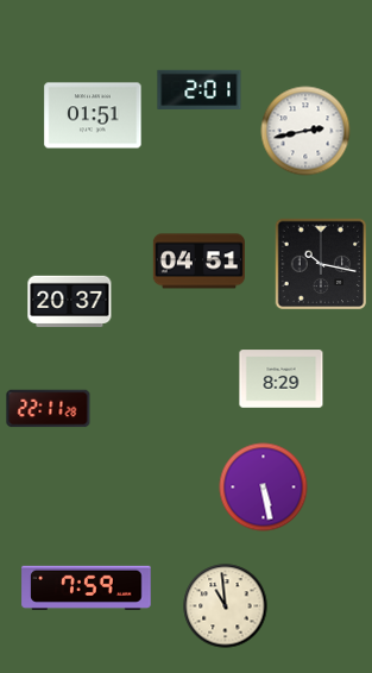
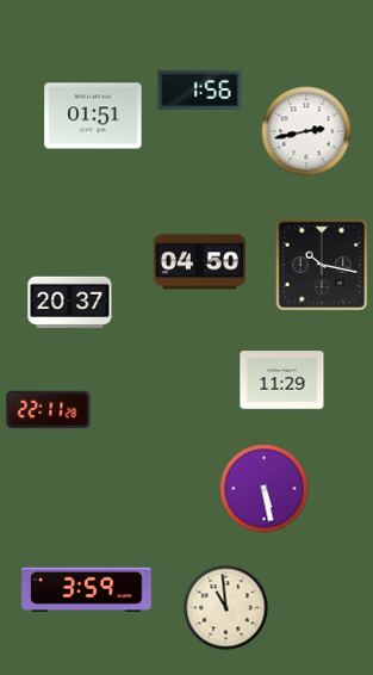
clock at (200, 90): 2:01 -> 1:56
clock at (198, 262): 04:51 -> 04:50
clock at (282, 379): 8:29 -> 11:29
clock at (87, 587): 7:59 -> 3:59
